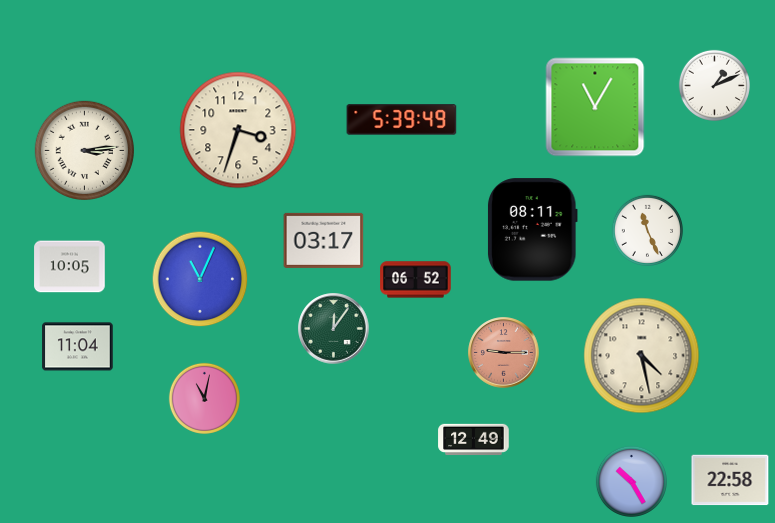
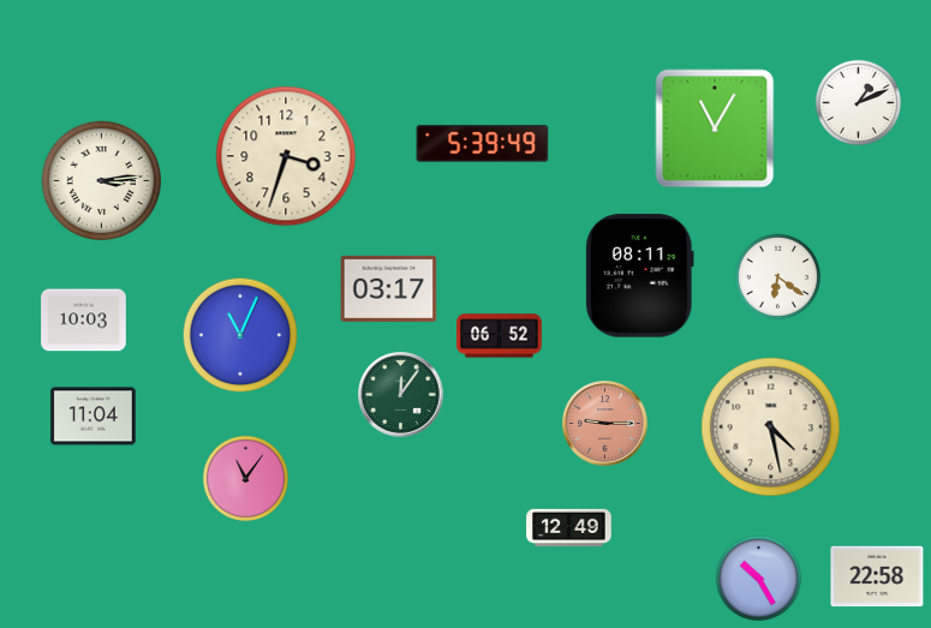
clock at (647, 230): 11:26 -> 6:21
clock at (70, 267): 10:05 -> 10:03
clock at (204, 398): 11:02 -> 11:06
